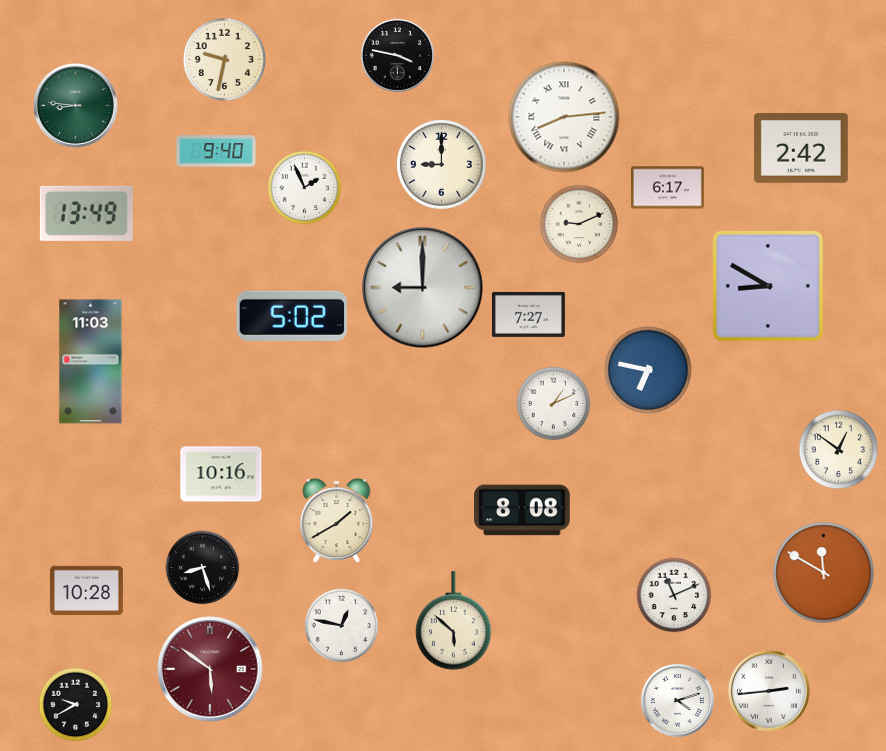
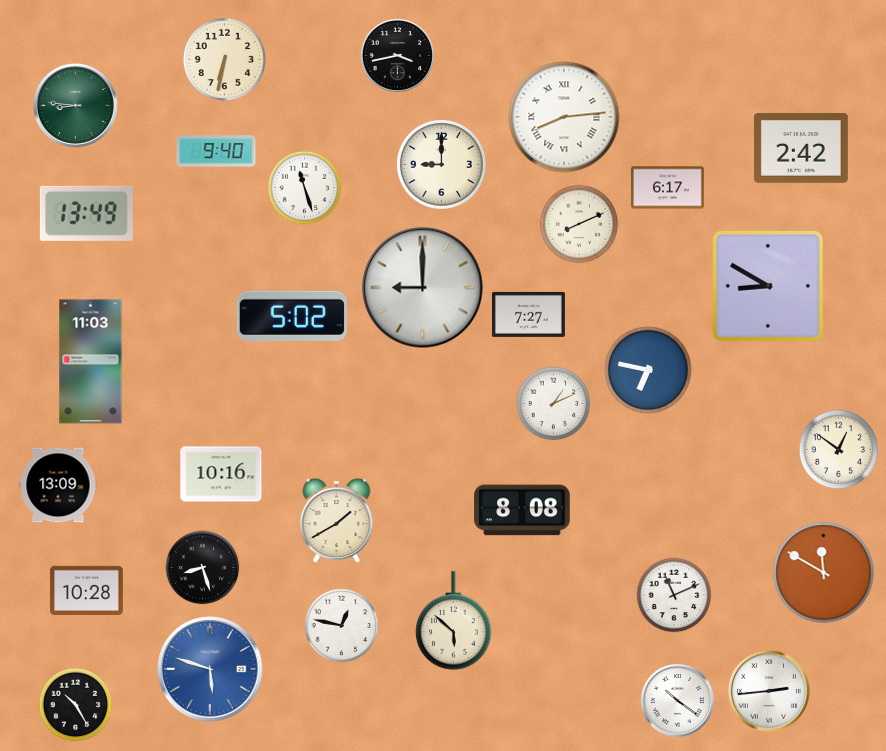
clock at (397, 55): 3:47 -> 3:43
clock at (224, 59): 9:32 -> 6:32
clock at (305, 188): 1:56 -> 11:27
clock at (579, 224): 9:11 -> 8:11
clock at (58, 485): none -> 13:09
clock at (210, 669): 5:51 -> 5:48
clock at (210, 669) dial: burgundy -> blue
clock at (677, 700): 4:12 -> 10:21
clock at (76, 705): 9:40 -> 10:25
